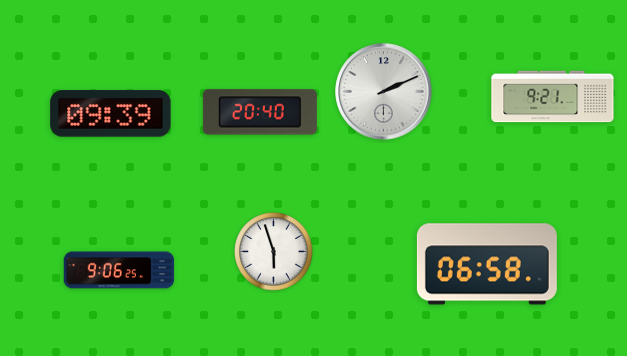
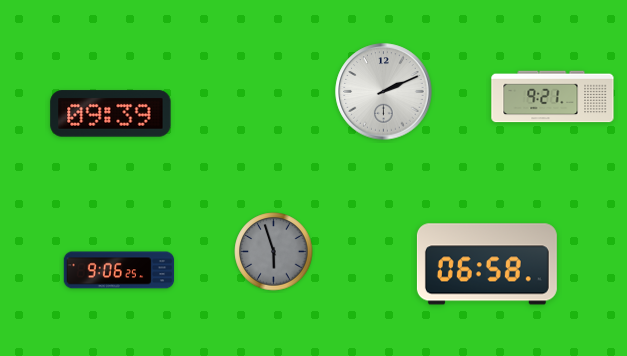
clock at (260, 112): 20:40 -> none
clock at (274, 252) dial: white -> grey
